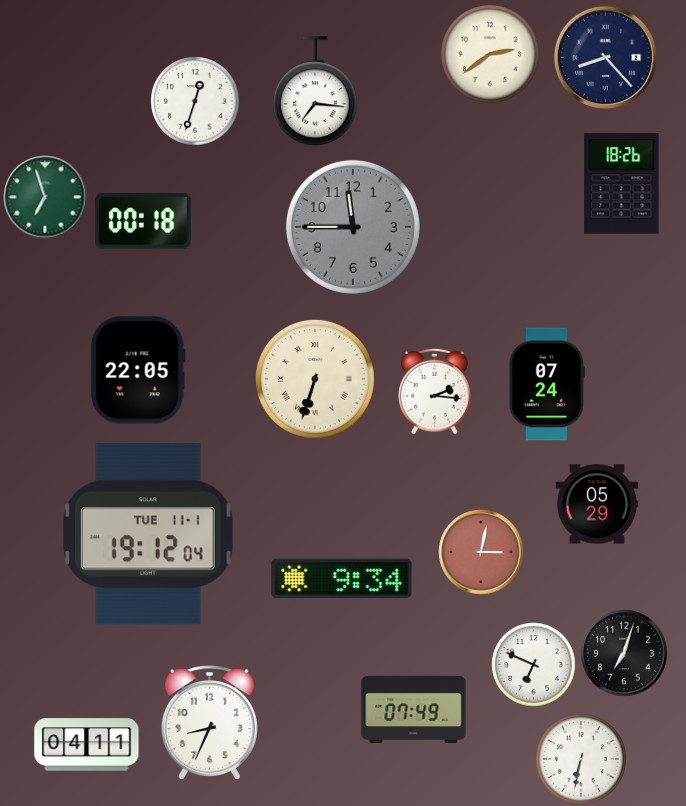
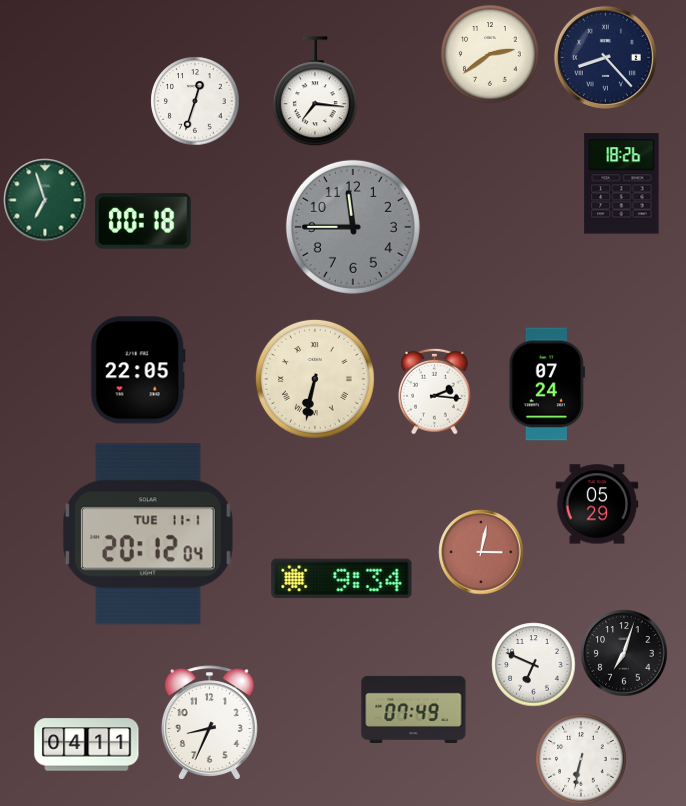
clock at (45, 197) position: (45, 197) -> (45, 200)
clock at (315, 379): 6:33 -> 6:32
clock at (148, 534): 19:12 -> 20:12
